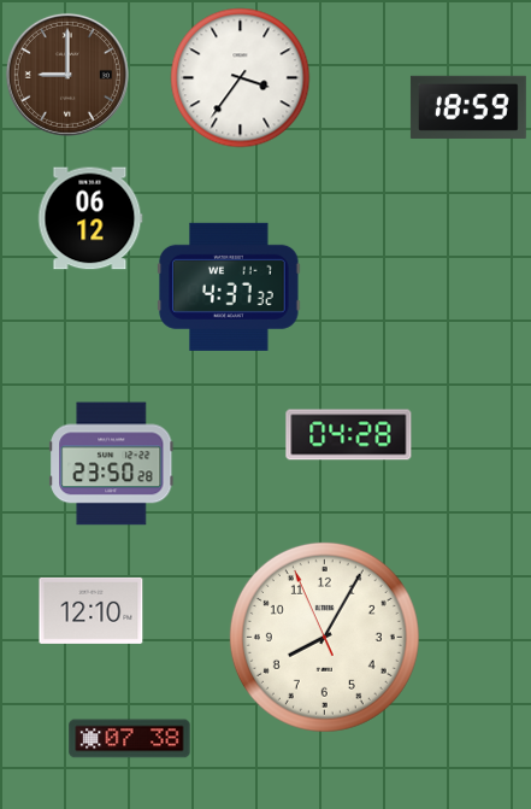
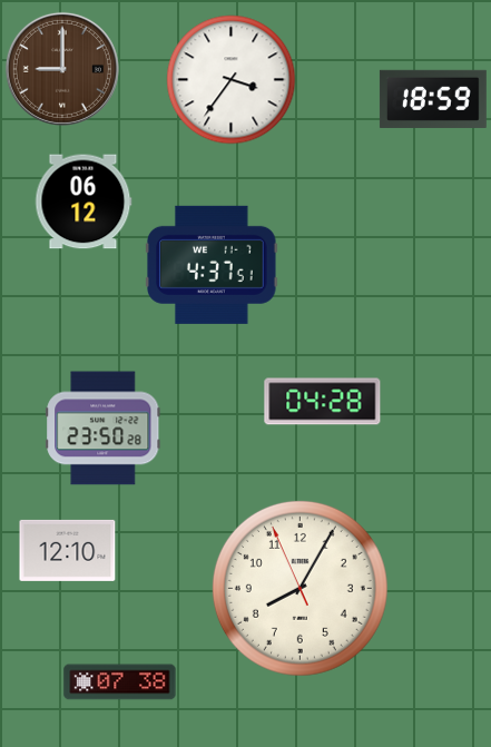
clock at (241, 78) position: (241, 78) -> (232, 80)
clock at (229, 287): 4:37:32 -> 4:37:51
clock at (92, 610) position: (92, 610) -> (68, 550)
